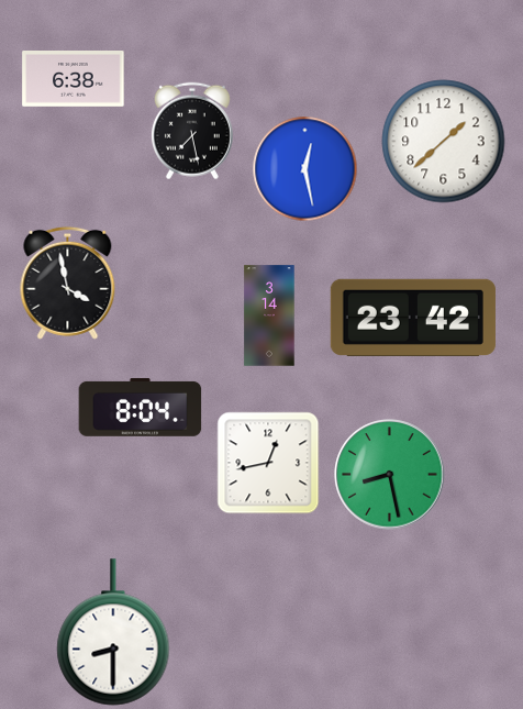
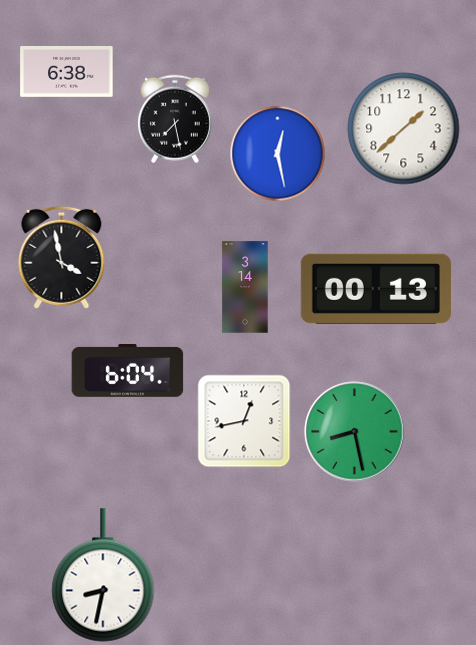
clock at (413, 318): 23:42 -> 00:13
clock at (141, 407): 8:04 -> 6:04
clock at (113, 632): 8:30 -> 8:32
